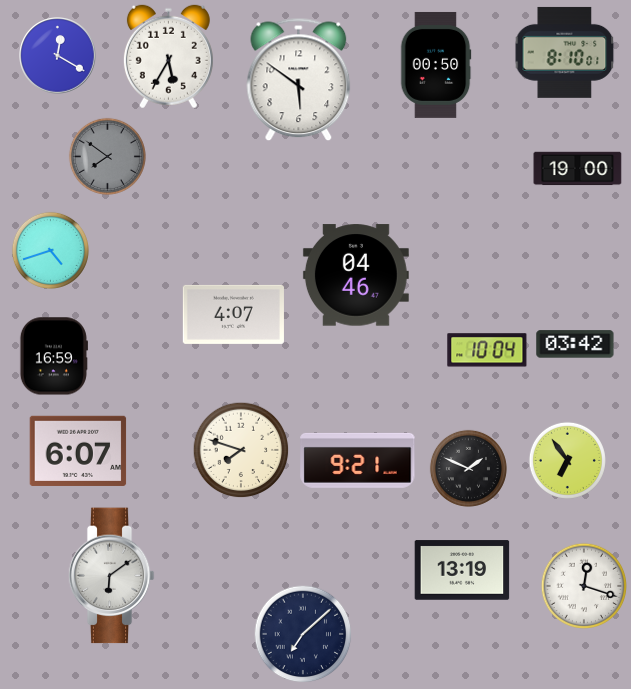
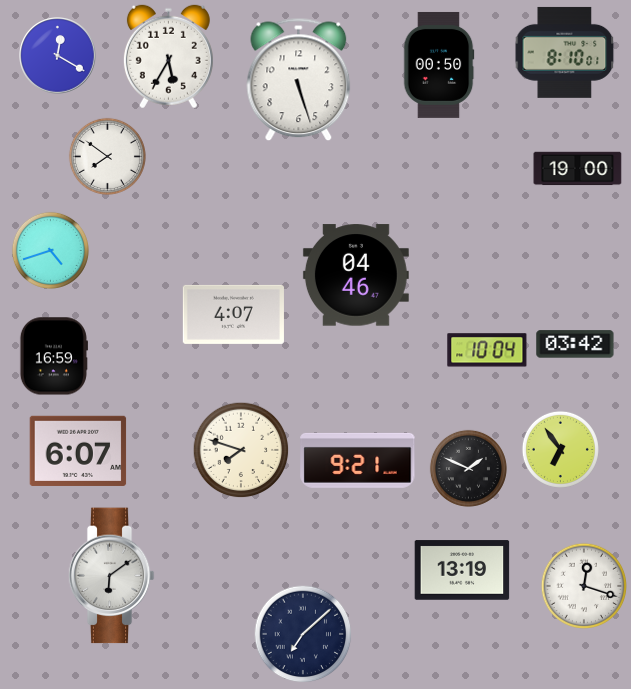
clock at (436, 65) position: (436, 65) -> (439, 65)
clock at (299, 80): 5:51 -> 5:27
clock at (107, 156) dial: grey -> white
clock at (567, 460) position: (567, 460) -> (560, 449)
